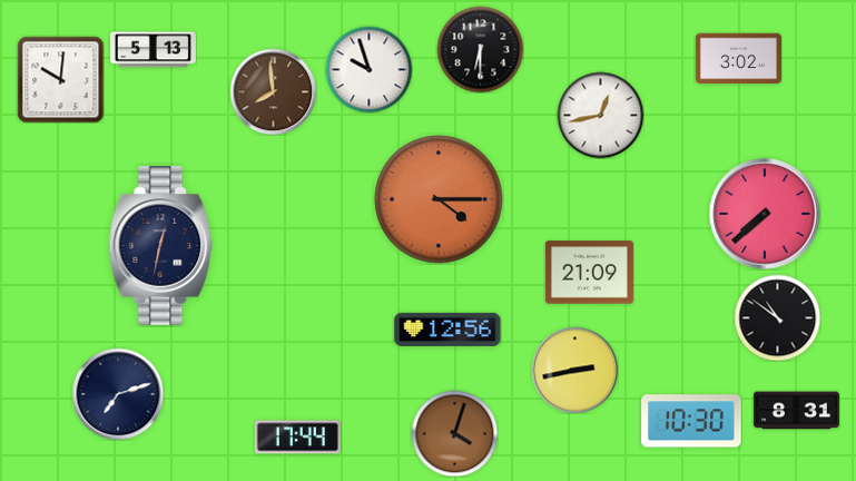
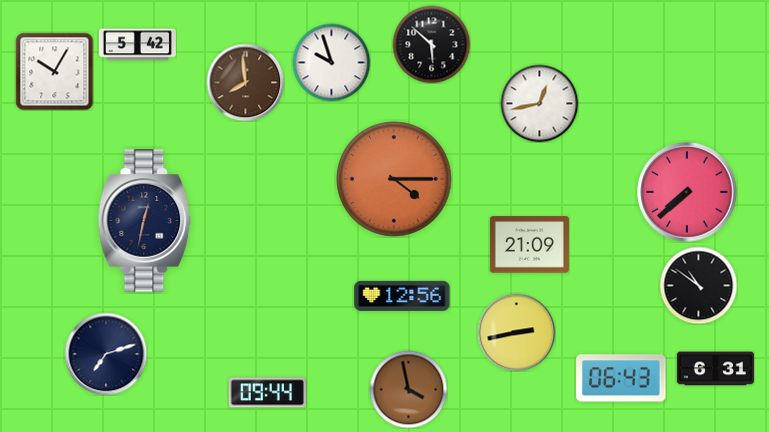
clock at (480, 49): 6:30 -> 5:52
clock at (152, 50): 5:13 -> 5:42
clock at (738, 59): 3:02 -> none
clock at (60, 79): 10:01 -> 10:05
clock at (796, 411): 8:31 -> 6:31
clock at (691, 421): 10:30 -> 06:43
clock at (454, 433): 4:03 -> 3:58
clock at (297, 438): 17:44 -> 09:44
